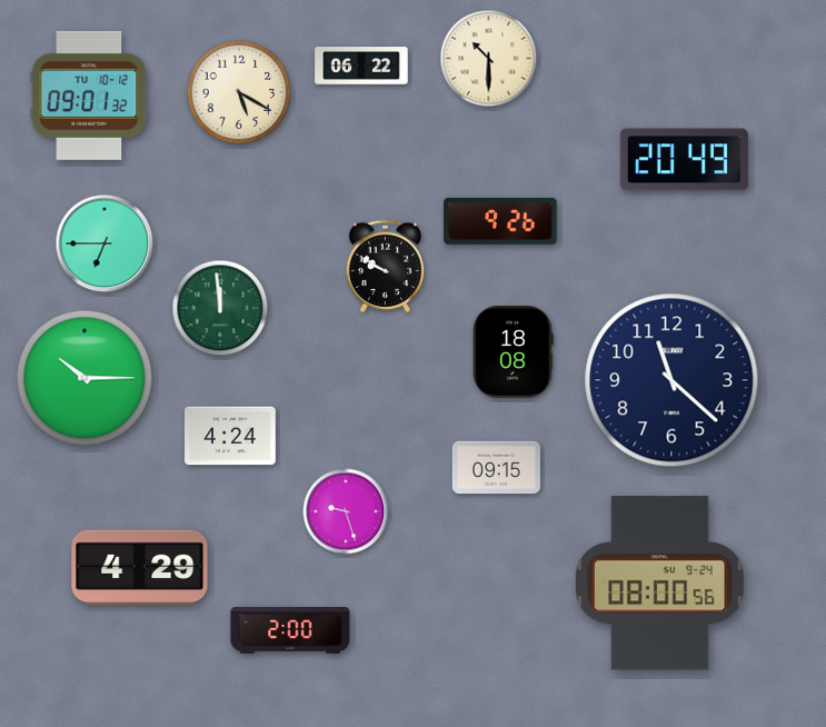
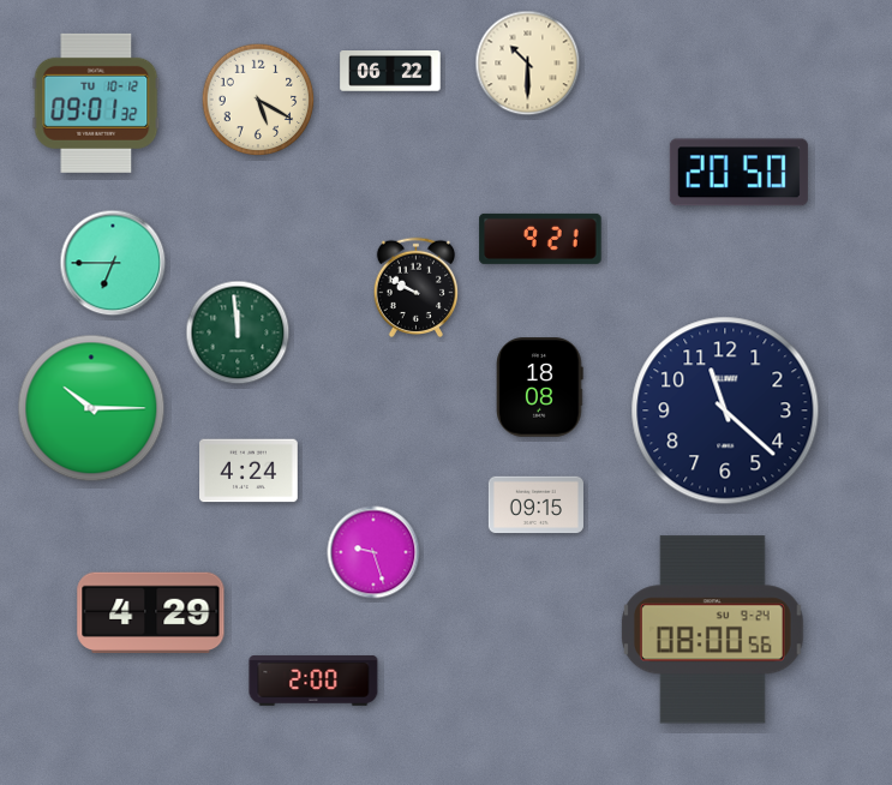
clock at (684, 160): 20:49 -> 20:50
clock at (500, 221): 9:26 -> 9:21
clock at (514, 352) position: (514, 352) -> (540, 388)
